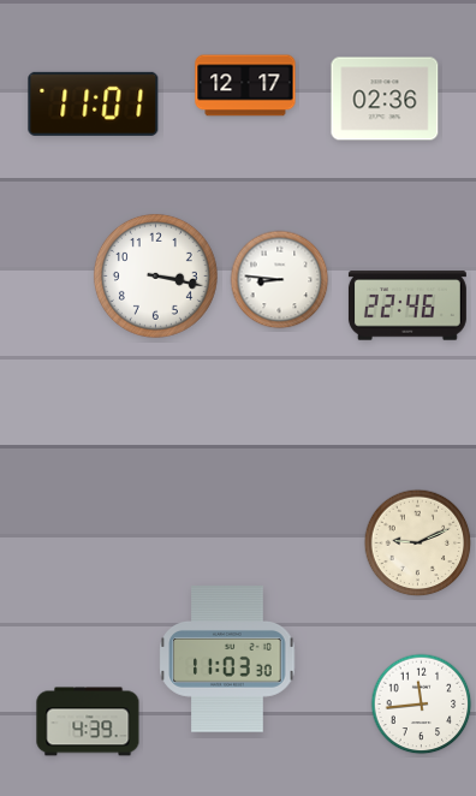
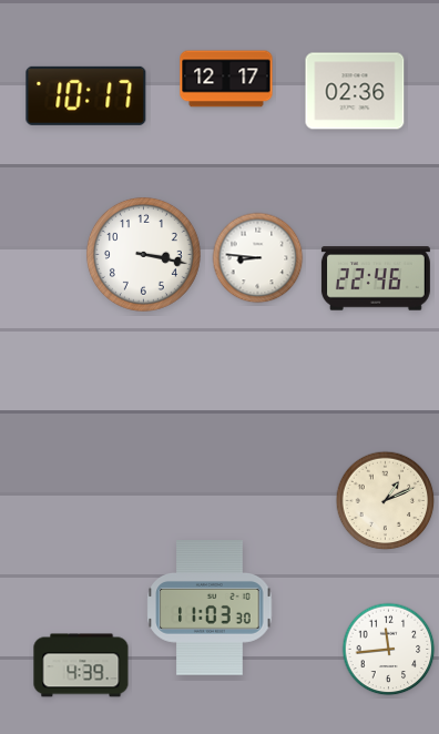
clock at (94, 103): 11:01 -> 10:17
clock at (407, 305) position: (407, 305) -> (376, 278)
clock at (418, 543): 9:11 -> 1:11
